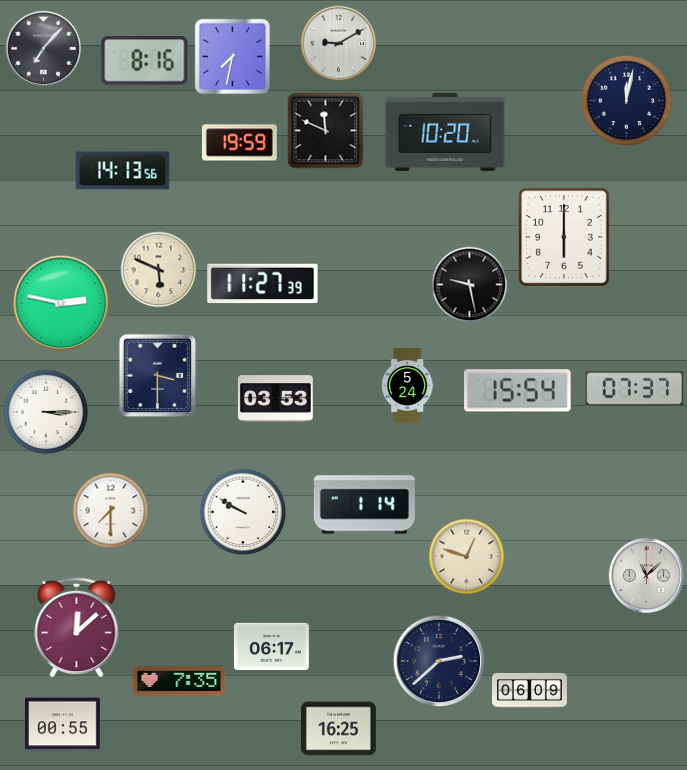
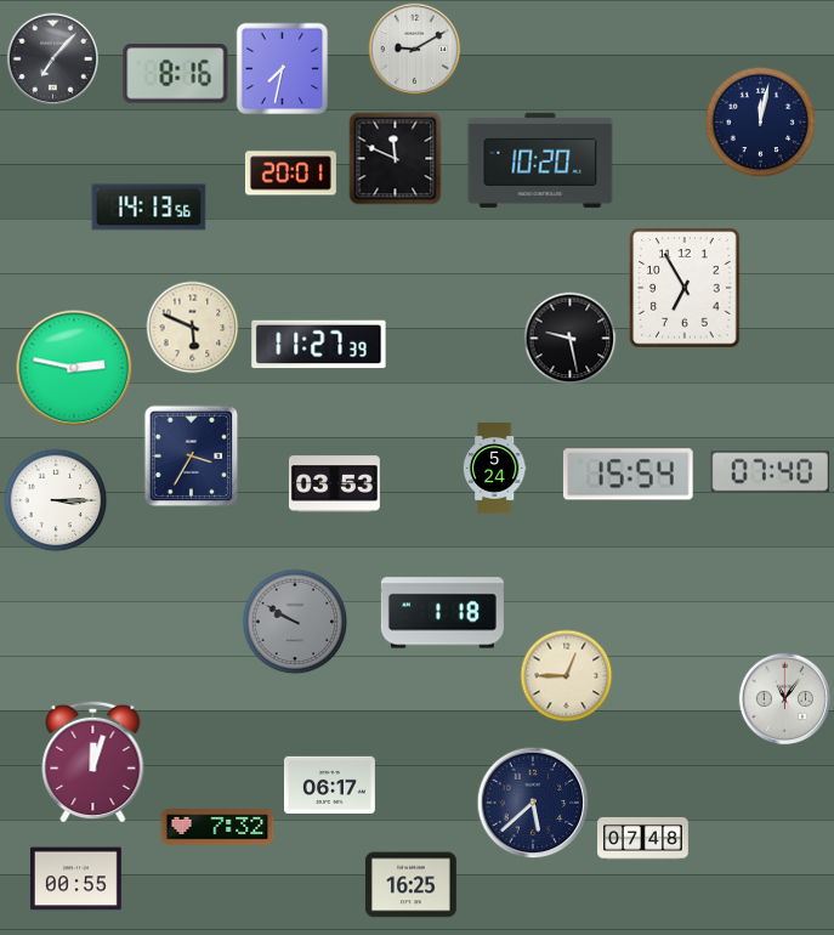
clock at (339, 44) position: (339, 44) -> (415, 50)
clock at (239, 143): 19:59 -> 20:01
clock at (564, 237): 6:00 -> 6:55
clock at (470, 285) position: (470, 285) -> (571, 339)
clock at (158, 376): 3:30 -> 3:35
clock at (635, 389): 07:37 -> 07:40
clock at (364, 505): 1:14 -> 1:18
clock at (111, 511): 7:30 -> none
clock at (243, 512) dial: white -> grey
clock at (467, 557): 12:48 -> 12:45
clock at (647, 576): 11:08 -> 11:06
clock at (77, 627): 12:08 -> 12:03
clock at (439, 661): 2:38 -> 5:38
clock at (179, 681): 7:35 -> 7:32
clock at (530, 691): 06:09 -> 07:48
